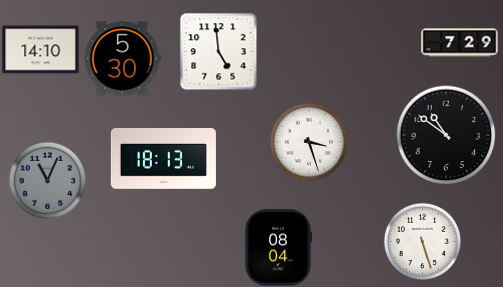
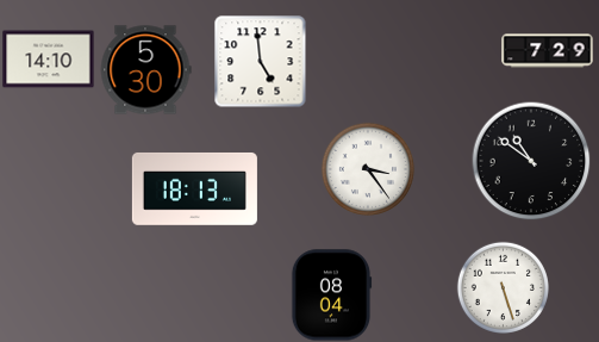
clock at (308, 141): 3:27 -> 3:24
clock at (47, 180): 11:04 -> none
